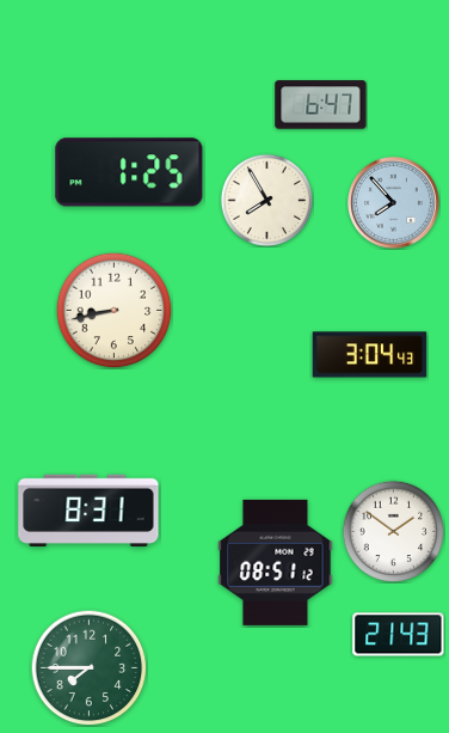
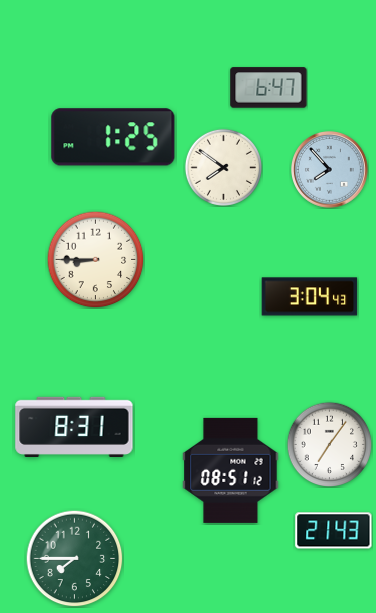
clock at (129, 172) position: (129, 172) -> (113, 137)
clock at (266, 200): 7:55 -> 7:51
clock at (113, 310): 8:43 -> 8:45
clock at (393, 531): 1:51 -> 7:06
